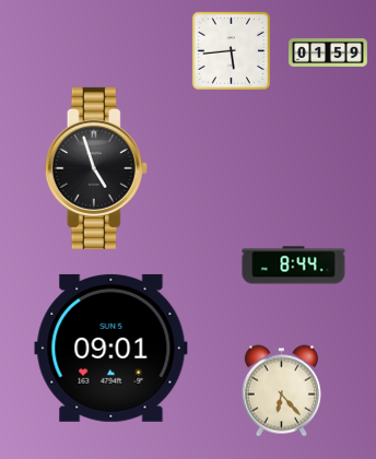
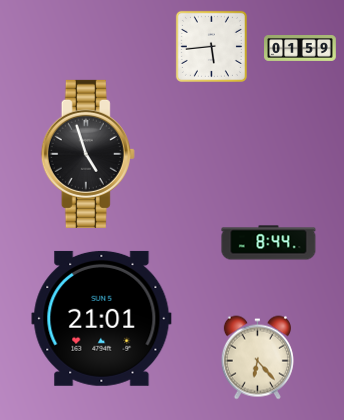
clock at (111, 348): 09:01 -> 21:01
